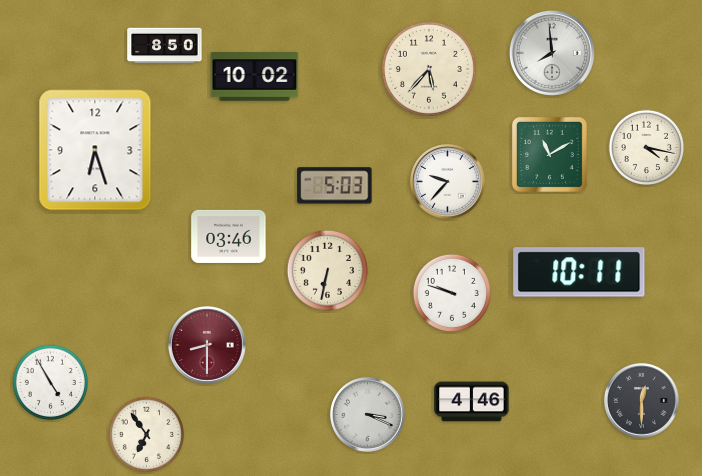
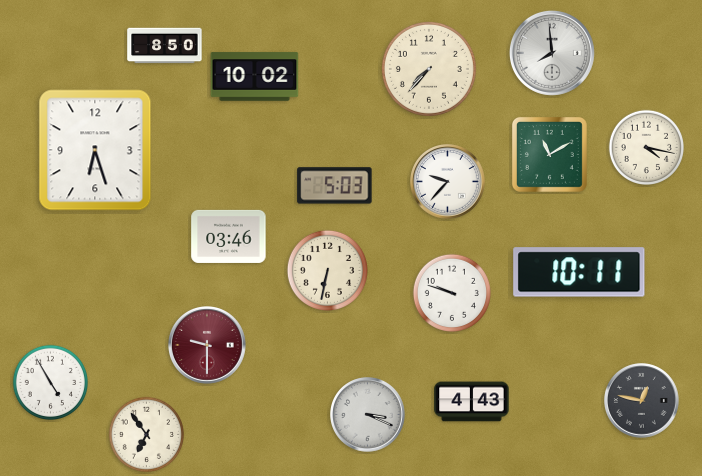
clock at (429, 69): 5:37 -> 7:37
clock at (208, 346): 8:30 -> 9:30
clock at (642, 401): 12:30 -> 12:47
clock at (472, 402): 4:46 -> 4:43
